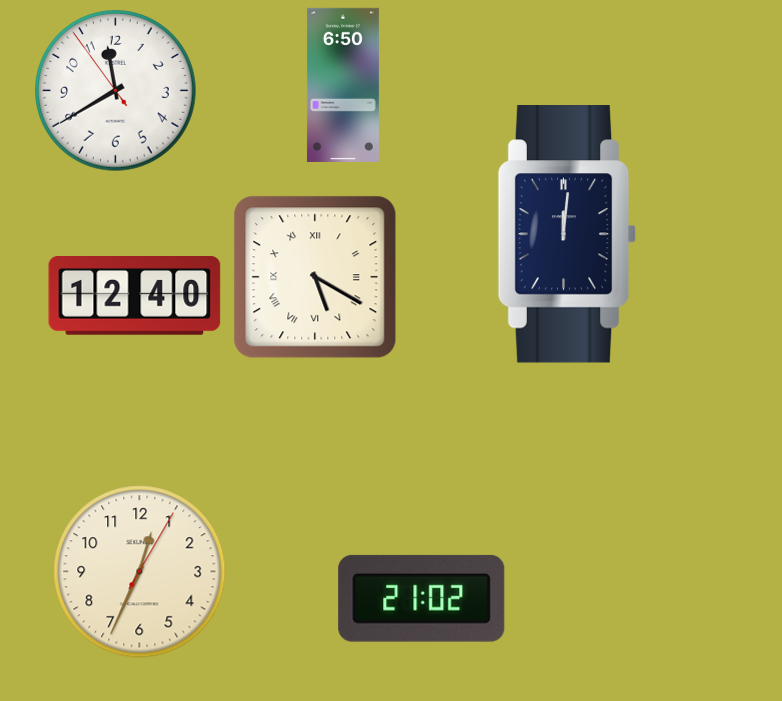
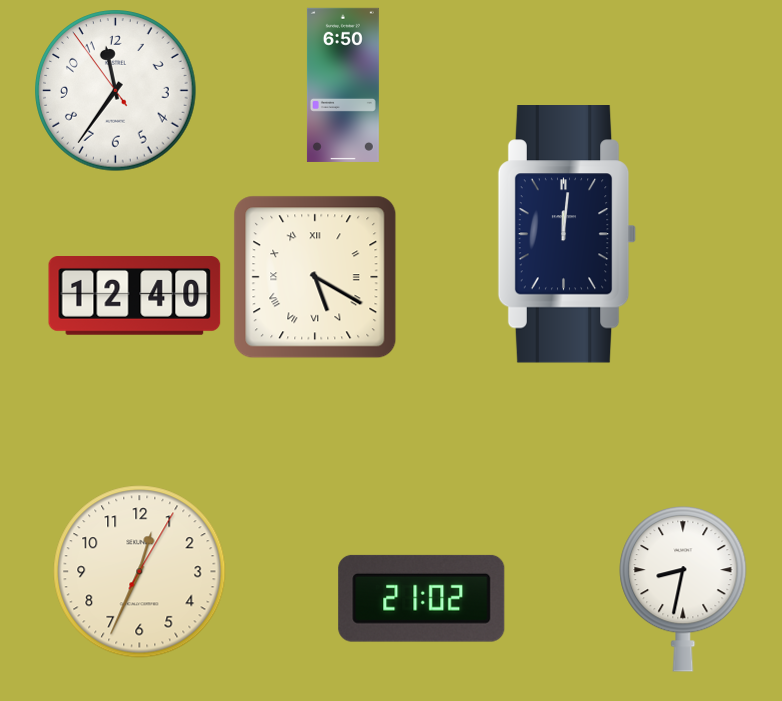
clock at (116, 91): 11:39 -> 11:35
clock at (683, 589): none -> 8:32
